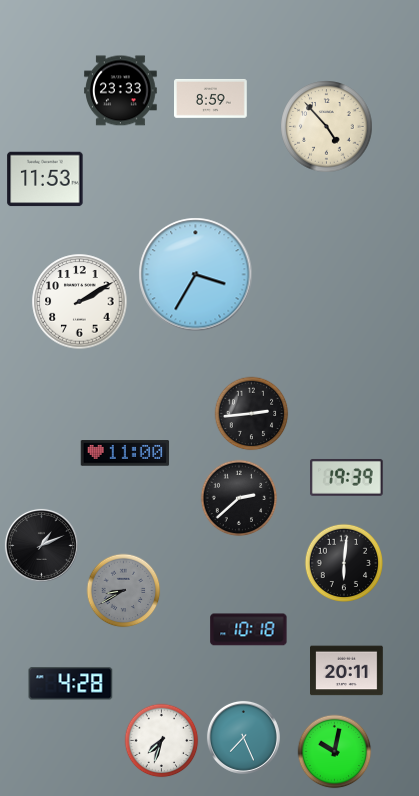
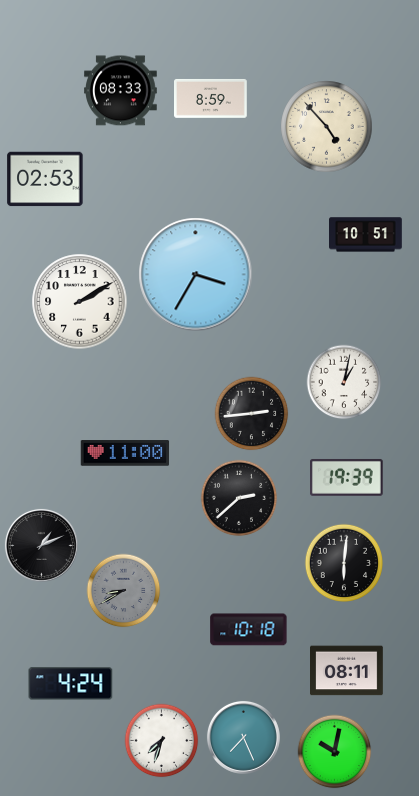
clock at (121, 91): 23:33 -> 08:33
clock at (45, 179): 11:53 -> 02:53
clock at (366, 235): none -> 10:51
clock at (344, 382): none -> 1:02
clock at (347, 671): 20:11 -> 08:11
clock at (71, 684): 4:28 -> 4:24
